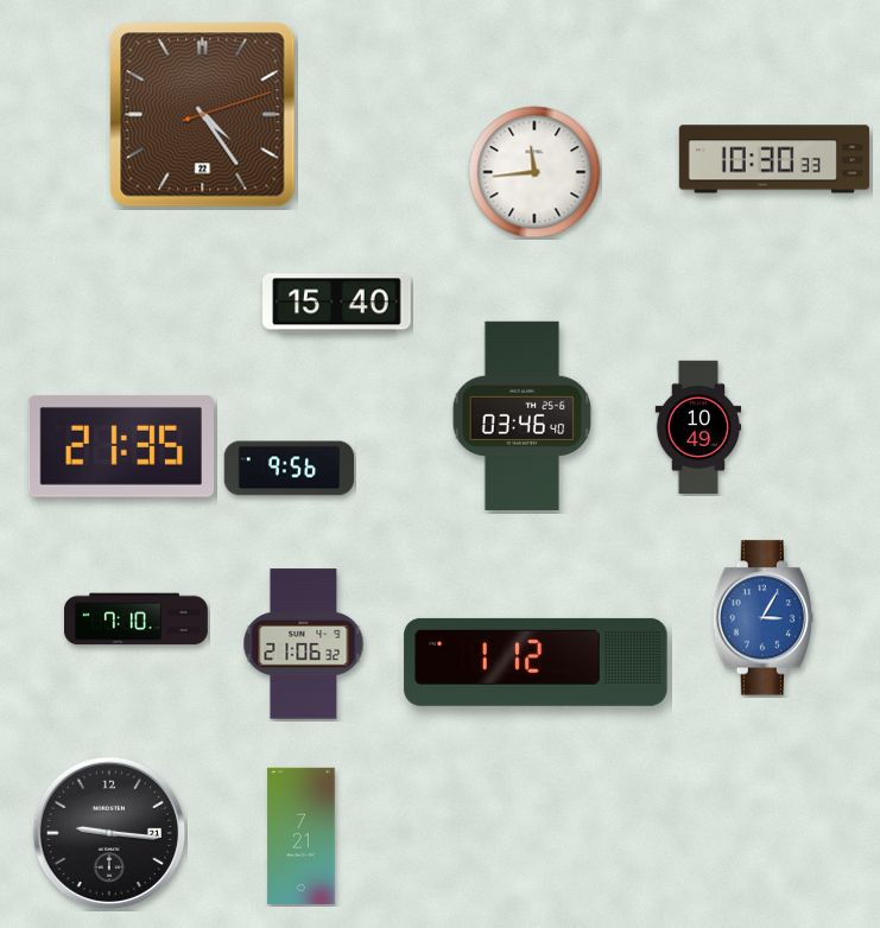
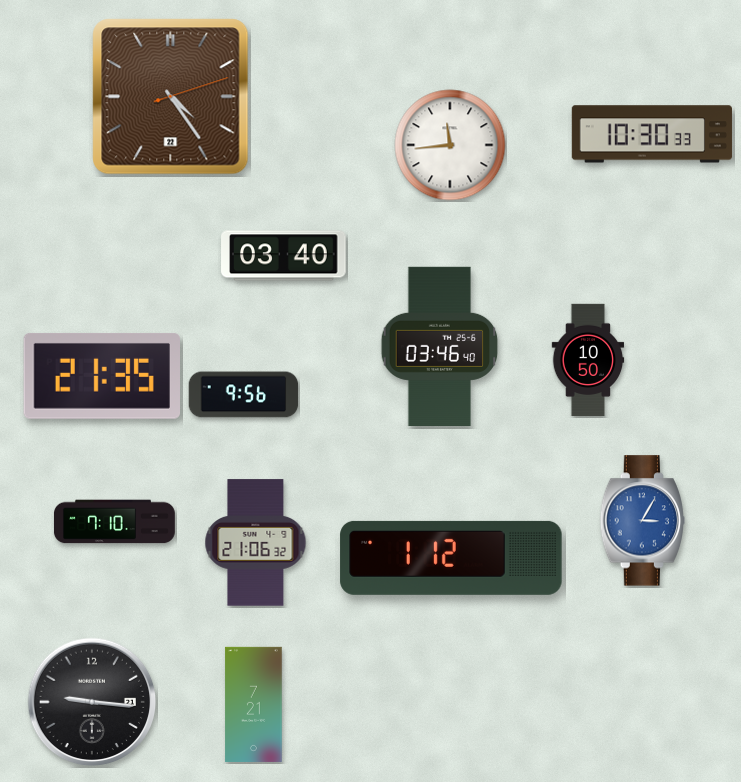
clock at (337, 304): 15:40 -> 03:40
clock at (523, 415) position: (523, 415) -> (440, 346)
clock at (698, 427): 10:49 -> 10:50
